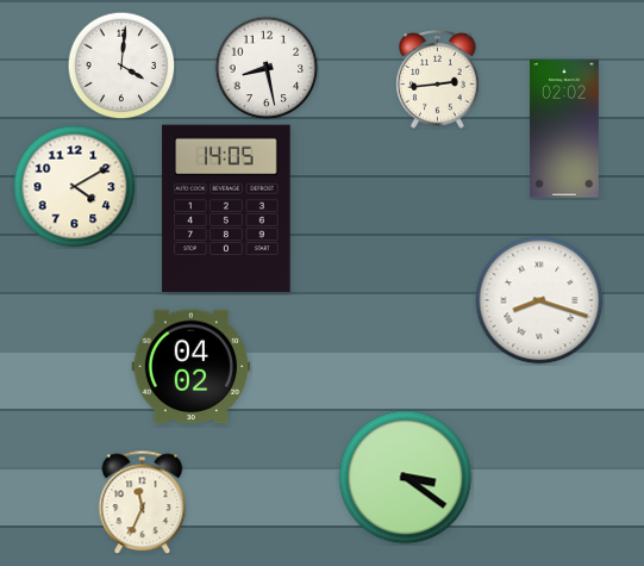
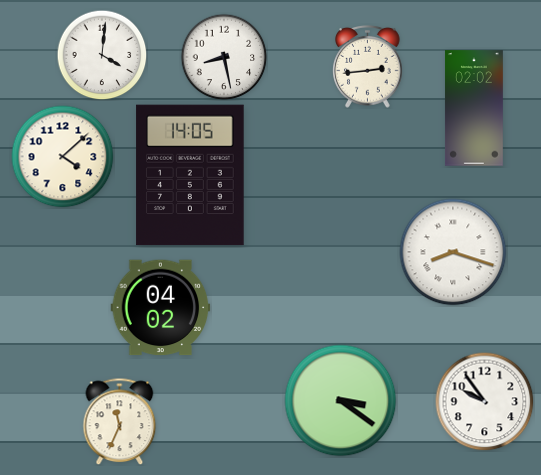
clock at (75, 187): 4:10 -> 4:08
clock at (485, 402): none -> 9:54
